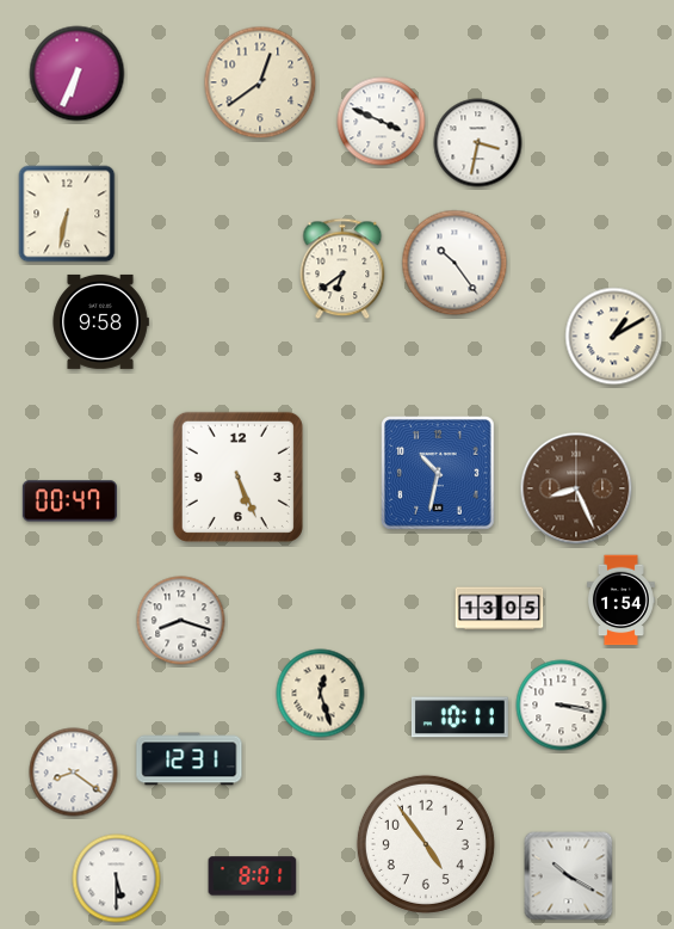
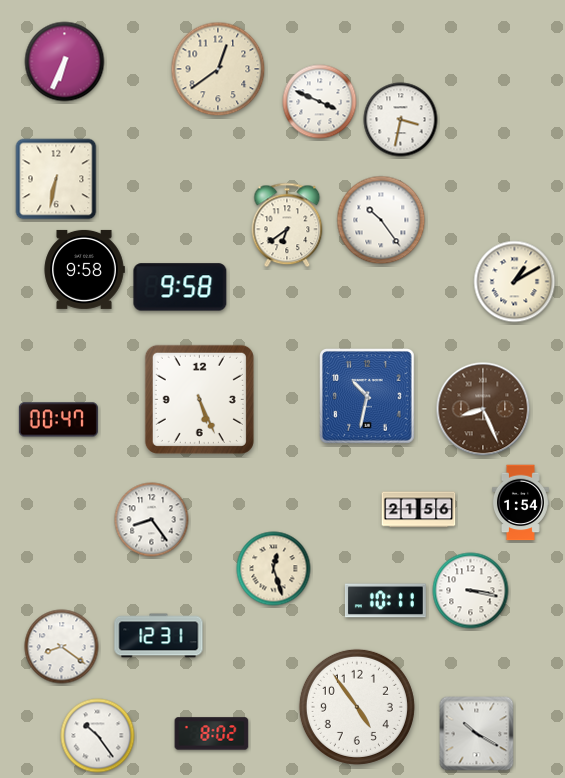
clock at (180, 287): none -> 9:58
clock at (500, 609): 13:05 -> 21:56
clock at (181, 621): 8:18 -> 8:24
clock at (321, 694) position: (321, 694) -> (274, 569)
clock at (253, 876): 8:01 -> 8:02
clock at (117, 879): 5:30 -> 10:24
